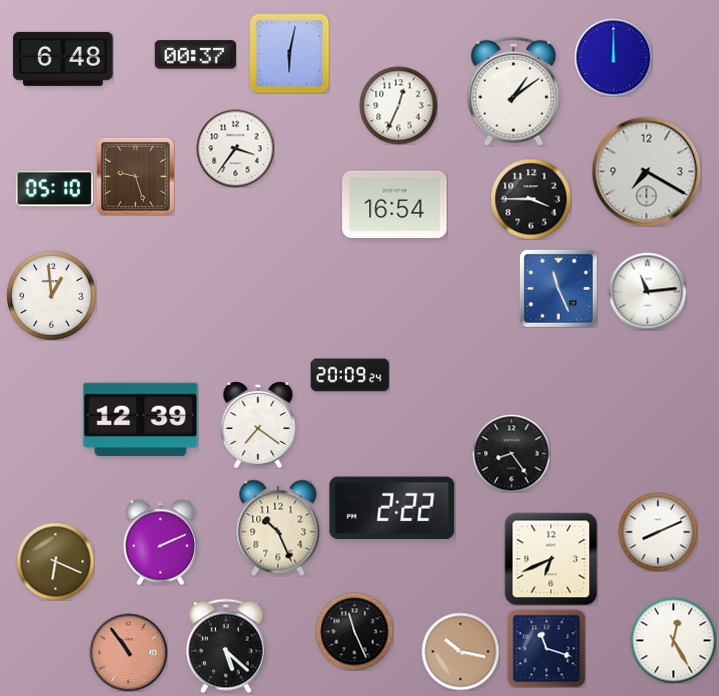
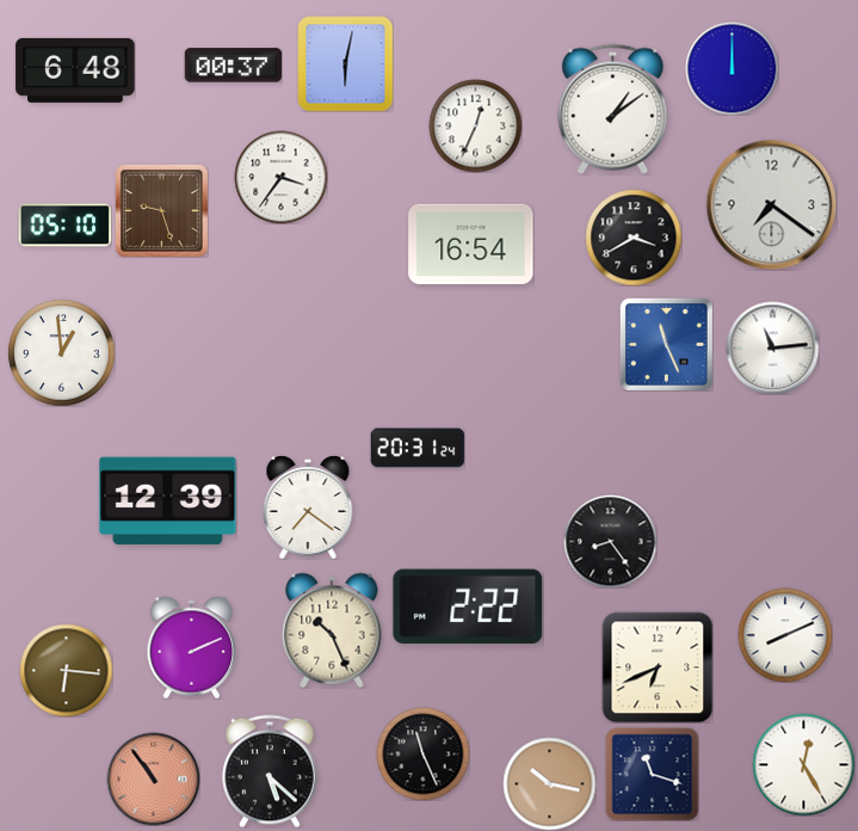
clock at (646, 171): 7:20 -> 7:21
clock at (531, 199): 3:45 -> 3:40
clock at (350, 375): 20:09 -> 20:31
clock at (55, 561): 6:19 -> 6:16
clock at (460, 651) position: (460, 651) -> (549, 783)
